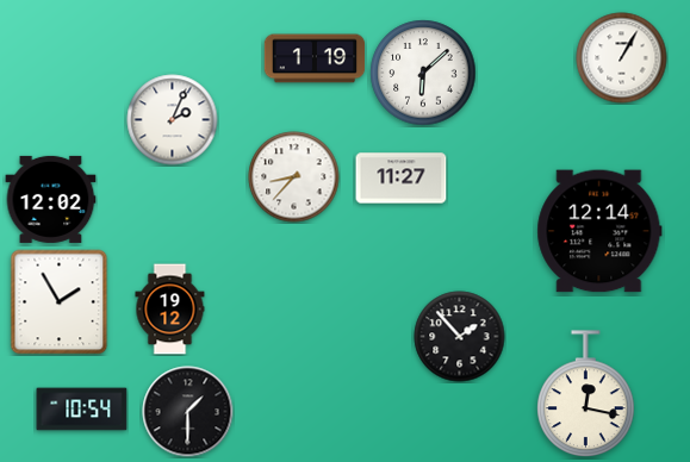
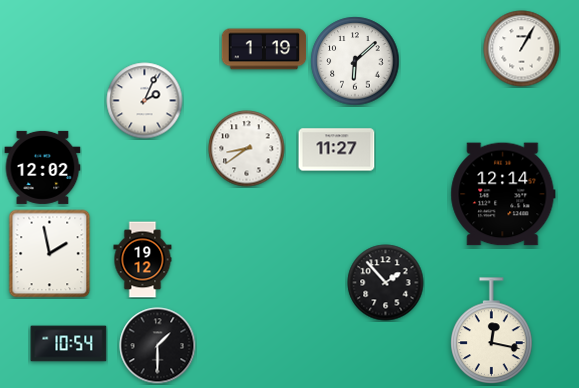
clock at (294, 177): 8:37 -> 8:39
clock at (60, 302): 1:55 -> 1:58
